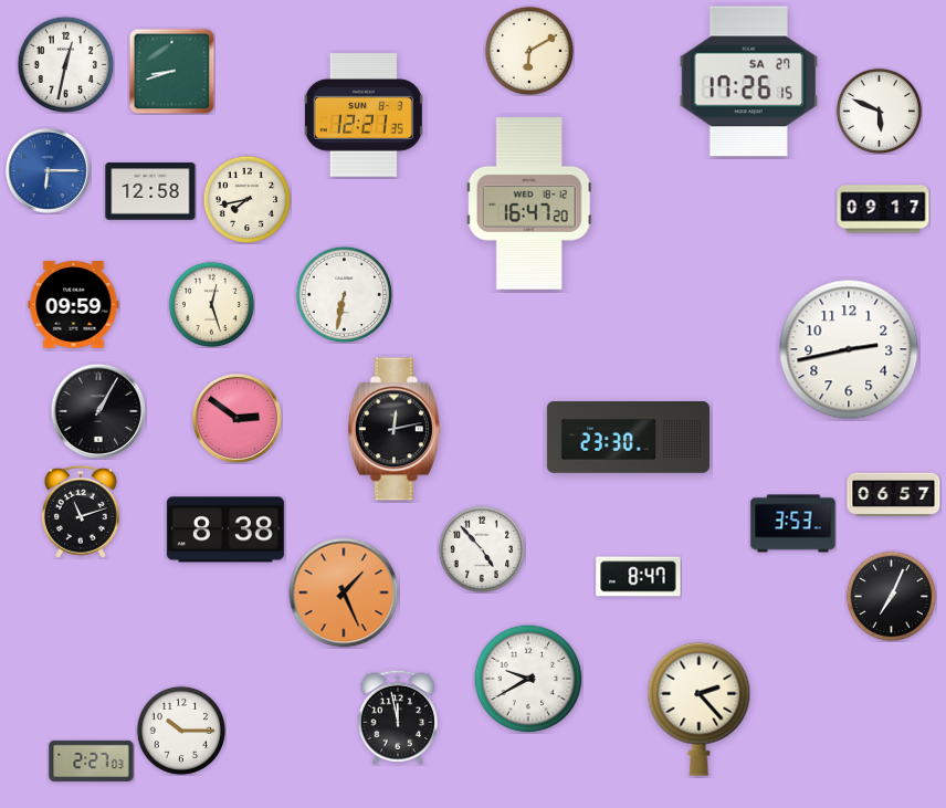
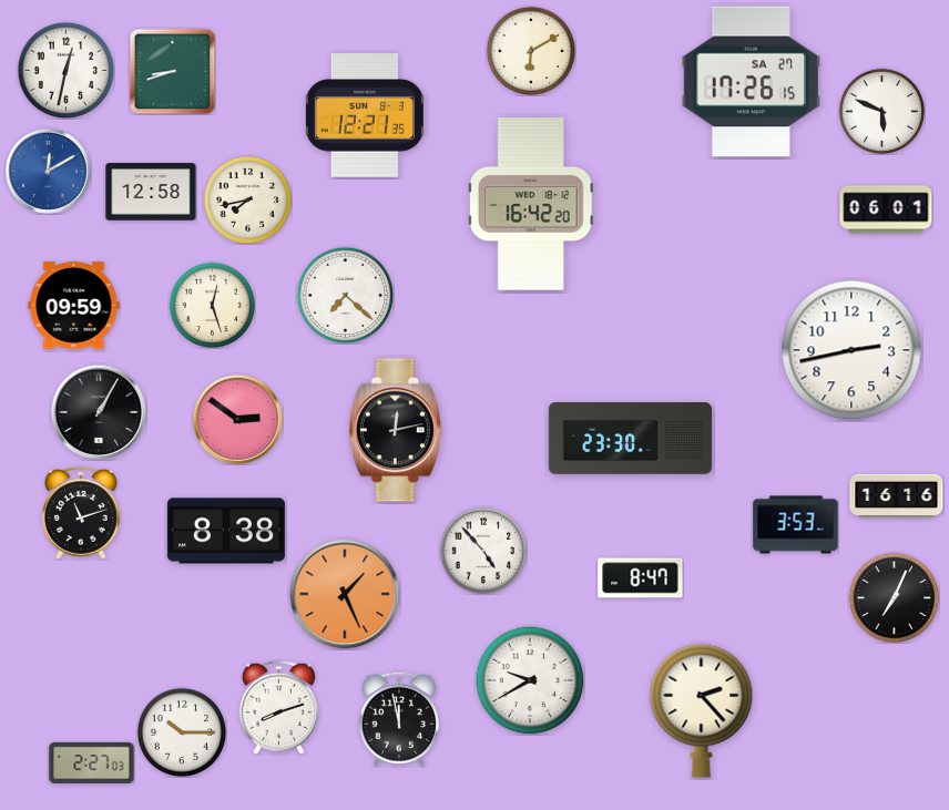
clock at (65, 64) position: (65, 64) -> (65, 70)
clock at (48, 170): 6:15 -> 12:10
clock at (529, 204): 16:47 -> 16:42
clock at (883, 209): 09:17 -> 06:01
clock at (344, 294): 6:32 -> 7:22
clock at (894, 495): 06:57 -> 16:16
clock at (278, 707): none -> 8:12
